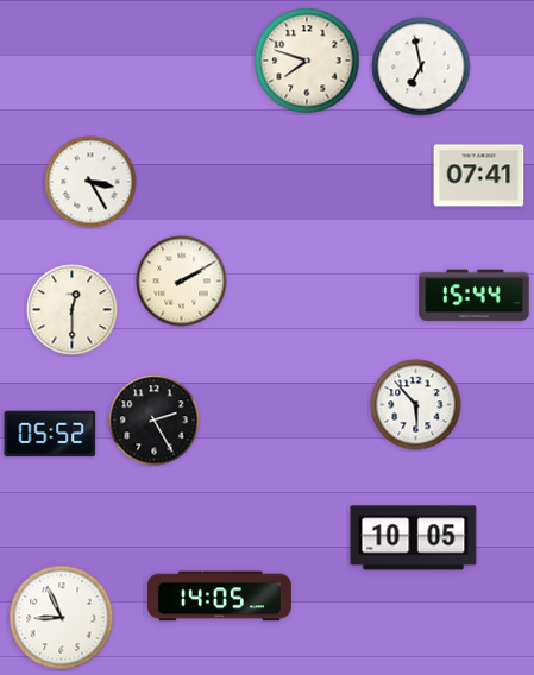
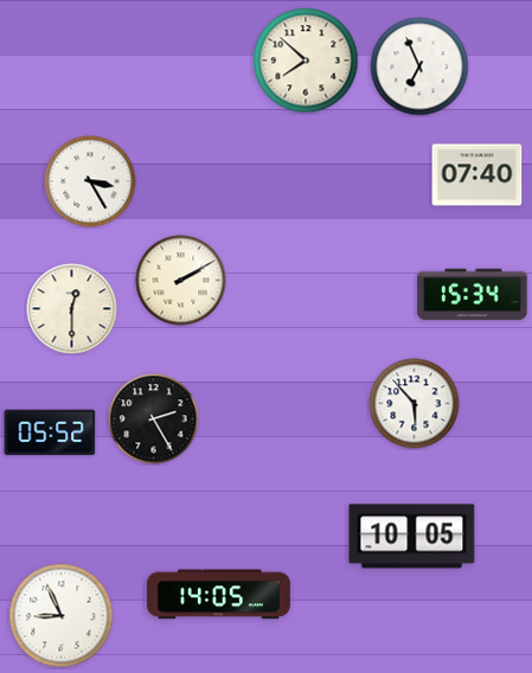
clock at (307, 61): 7:48 -> 7:52
clock at (421, 67): 6:58 -> 6:56
clock at (479, 176): 07:41 -> 07:40
clock at (475, 296): 15:44 -> 15:34
